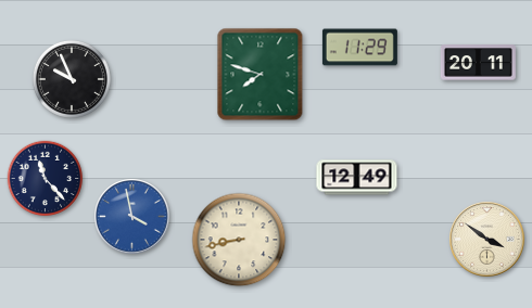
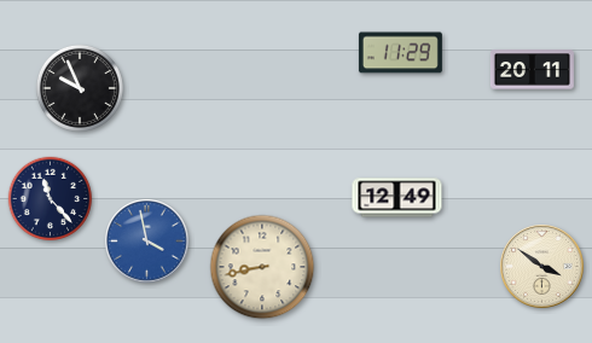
clock at (261, 75): 7:48 -> none
clock at (239, 240) position: (239, 240) -> (262, 267)
